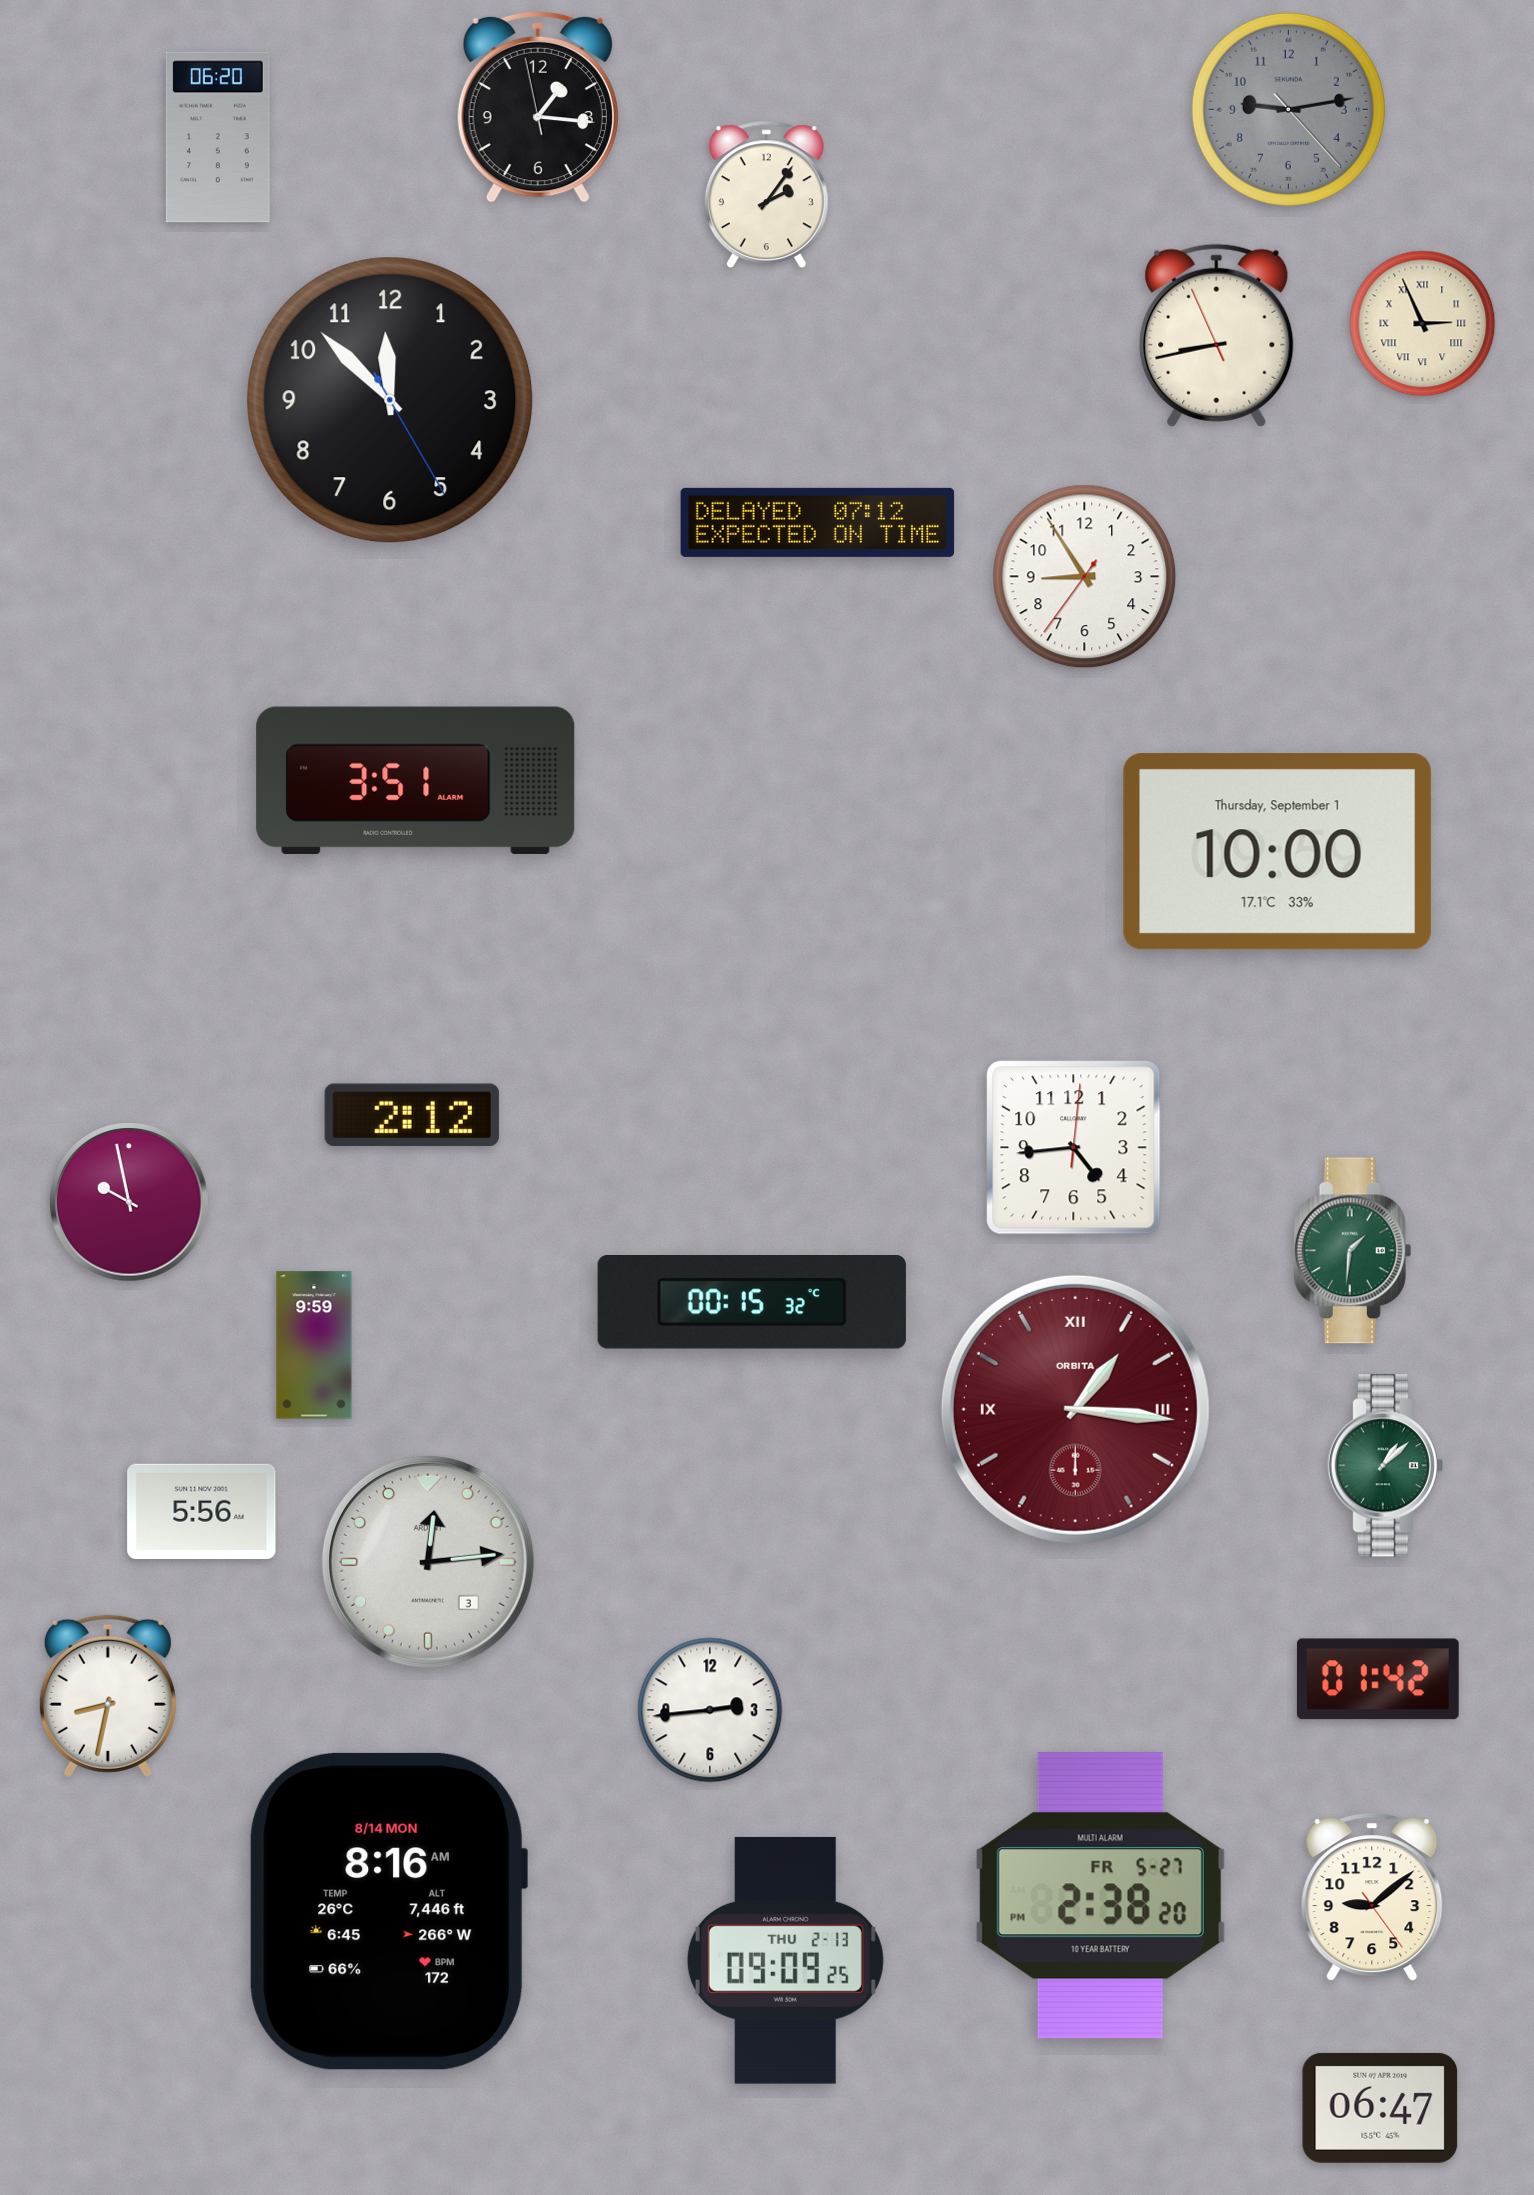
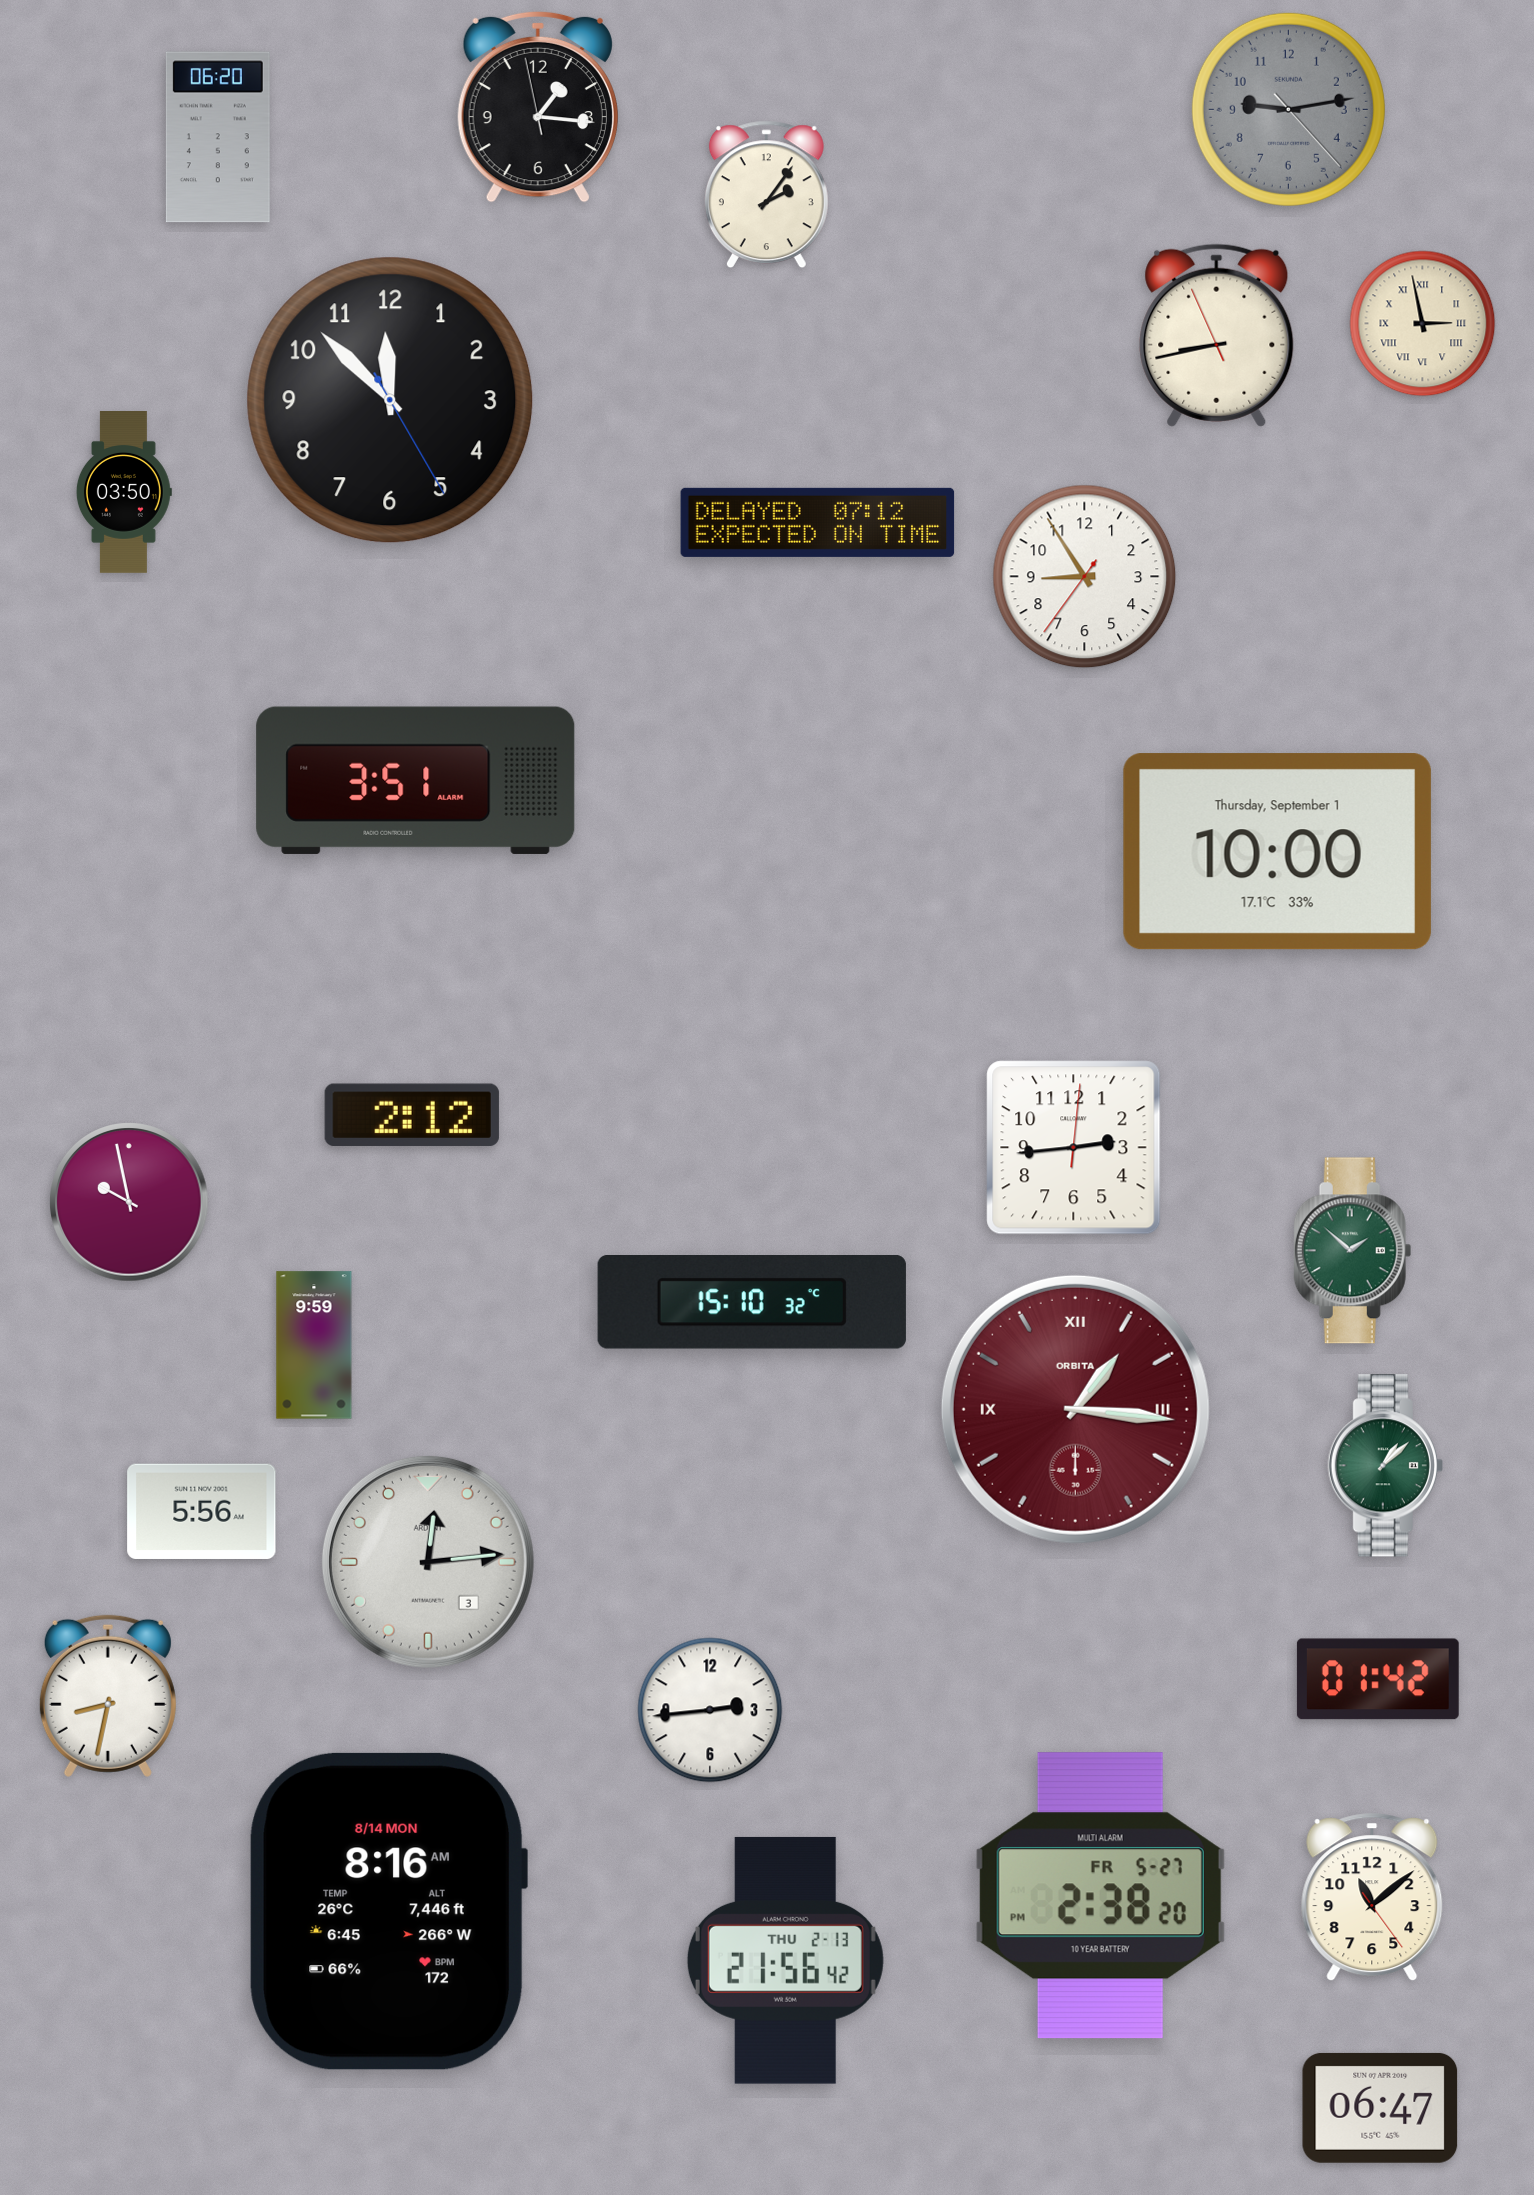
clock at (1423, 324): 2:56 -> 2:58
clock at (124, 493): none -> 03:50
clock at (1074, 1148): 4:44 -> 2:44
clock at (1353, 1251): 1:31 -> 1:52
clock at (752, 1303): 00:15 -> 15:10
clock at (1372, 1898): 9:08 -> 11:08
clock at (785, 1960): 09:09 -> 21:56
